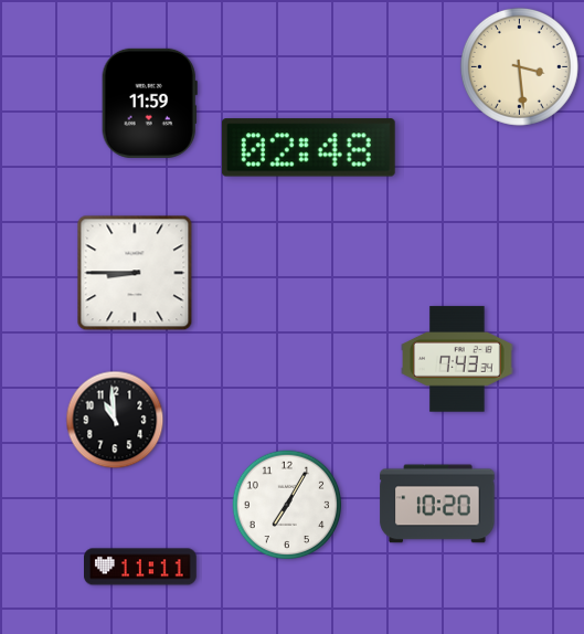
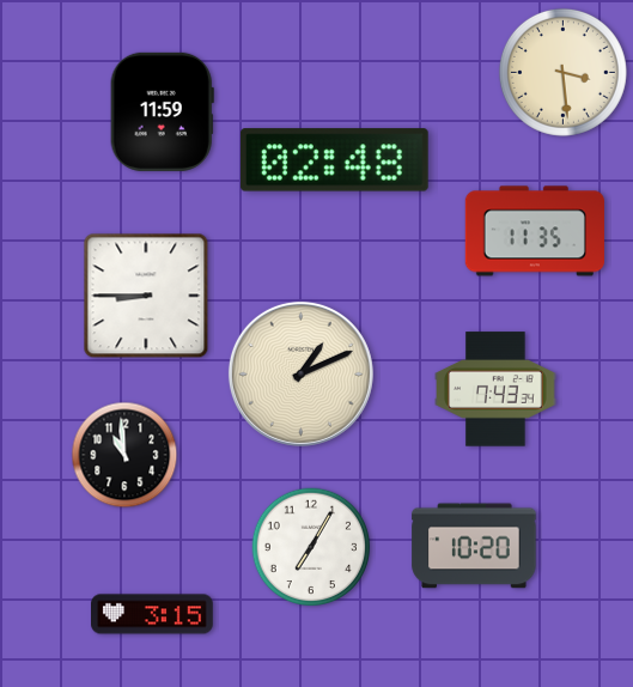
clock at (535, 231): none -> 11:35
clock at (300, 373): none -> 1:11
clock at (141, 567): 11:11 -> 3:15
